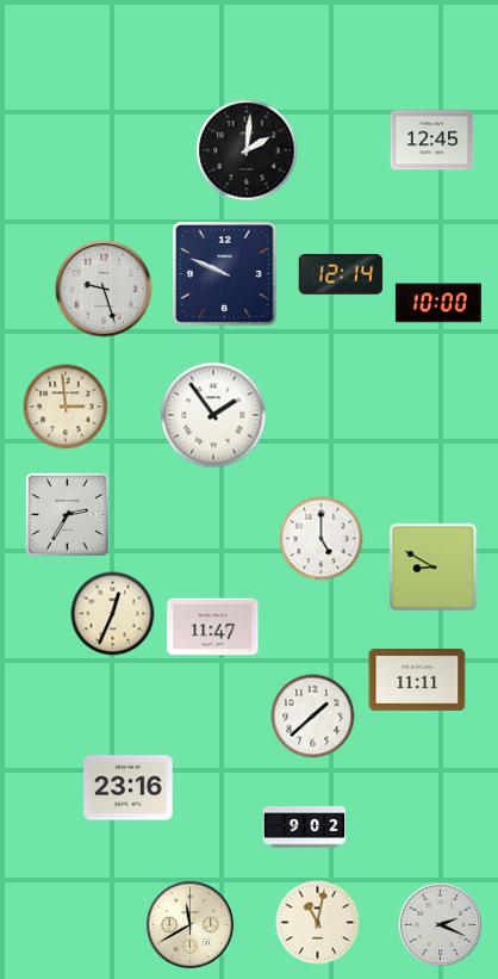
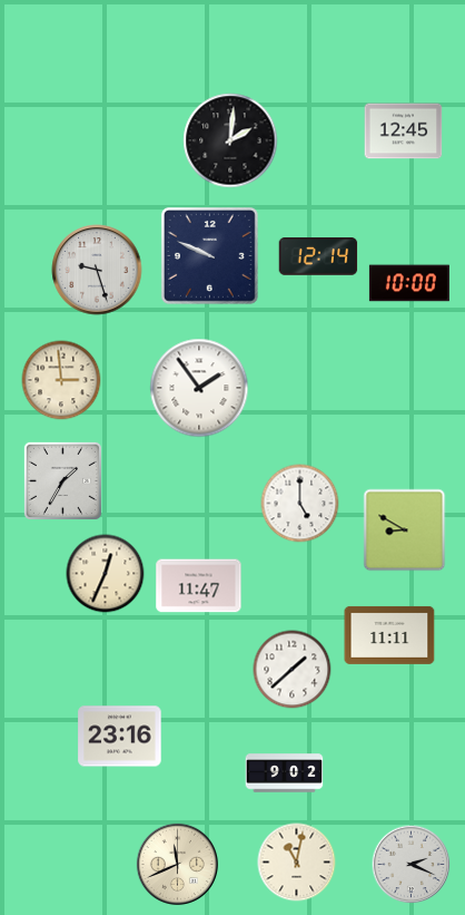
clock at (67, 514): 2:35 -> 1:35
clock at (189, 924): 11:40 -> 11:41
